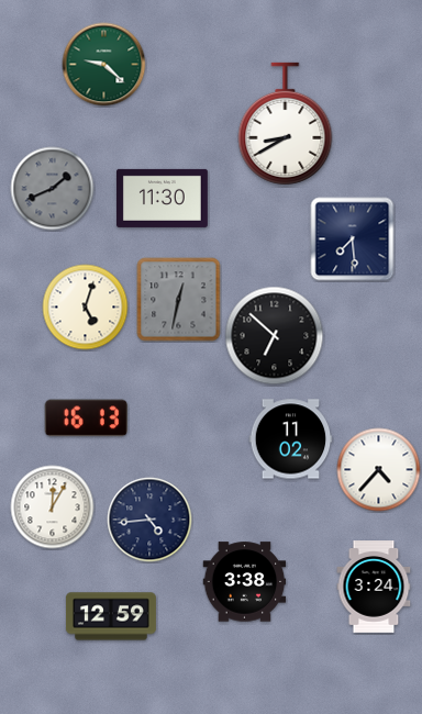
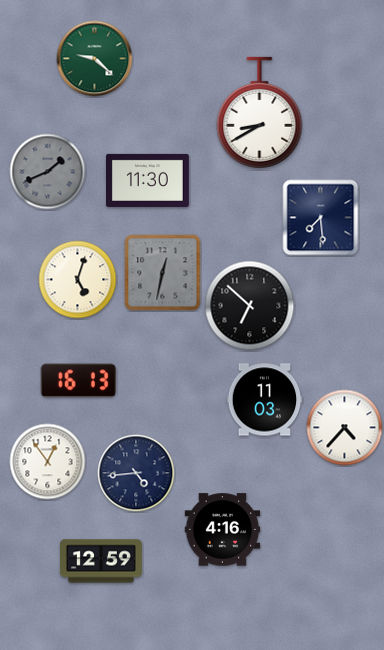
clock at (291, 439): 11:02 -> 11:03
clock at (53, 507): 12:05 -> 12:54
clock at (245, 582): 3:38 -> 4:16
clock at (374, 587): 3:24 -> none
